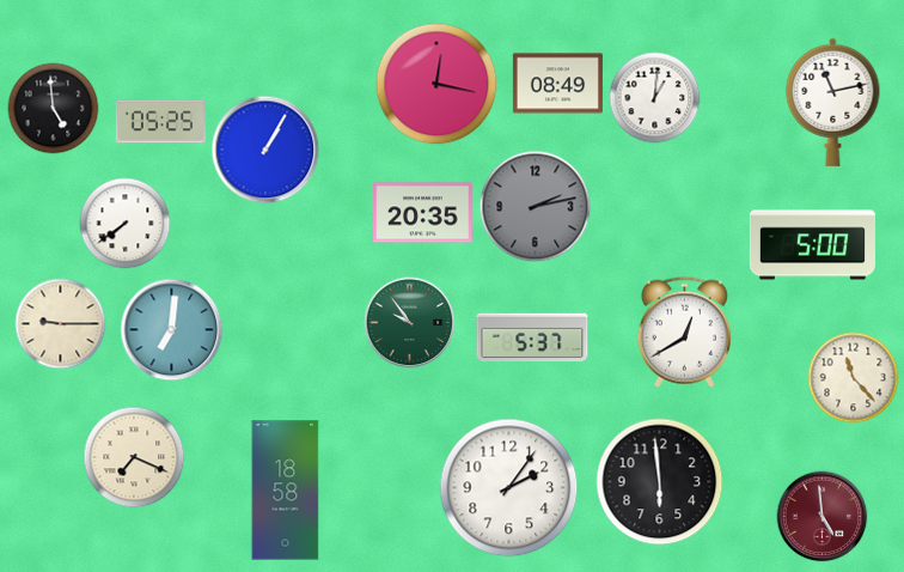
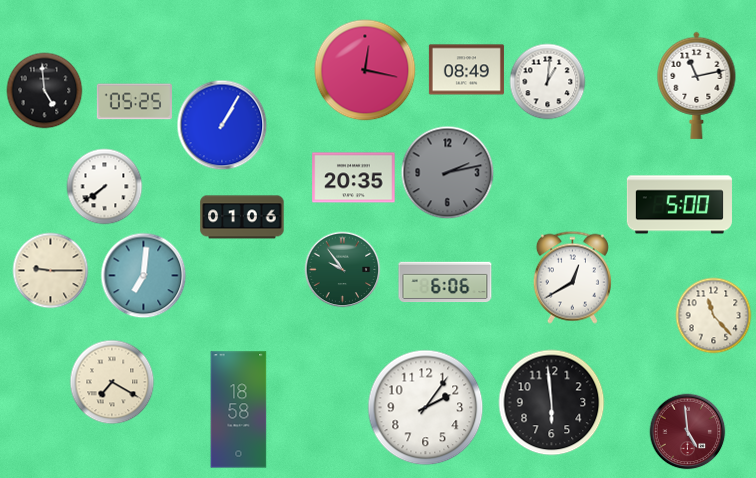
clock at (242, 217): none -> 01:06
clock at (532, 337): 5:37 -> 6:06
clock at (134, 457): 7:19 -> 7:20
